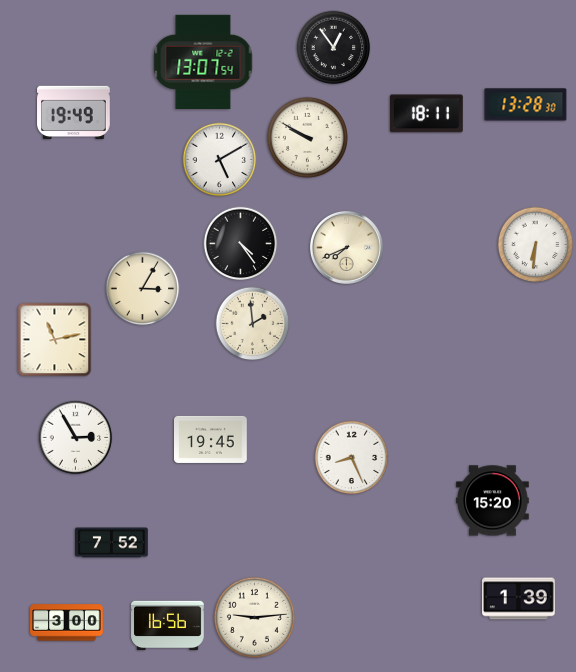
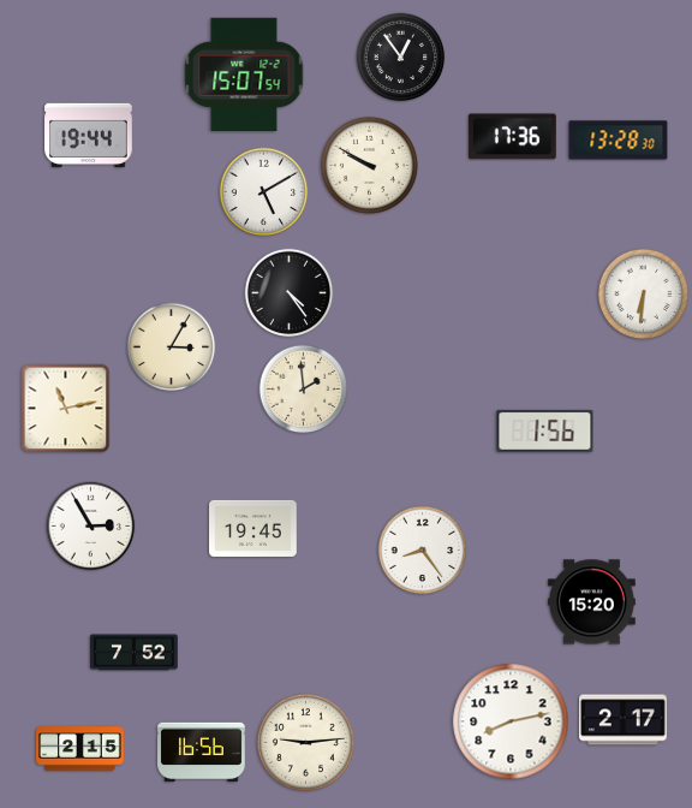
clock at (203, 61): 13:07 -> 15:07
clock at (526, 105) position: (526, 105) -> (619, 141)
clock at (74, 113): 19:49 -> 19:44
clock at (426, 114): 18:11 -> 17:36
clock at (346, 247): 7:41 -> none
clock at (545, 430): none -> 1:56
clock at (352, 458): 8:26 -> 8:24
clock at (519, 599): 1:39 -> 2:17
clock at (511, 721): none -> 8:13
clock at (67, 623): 3:00 -> 2:15
